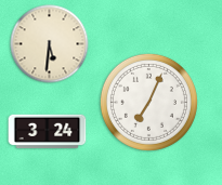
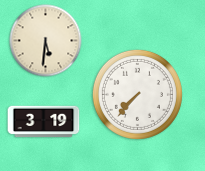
clock at (148, 102): 7:04 -> 7:37
clock at (48, 132): 3:24 -> 3:19
